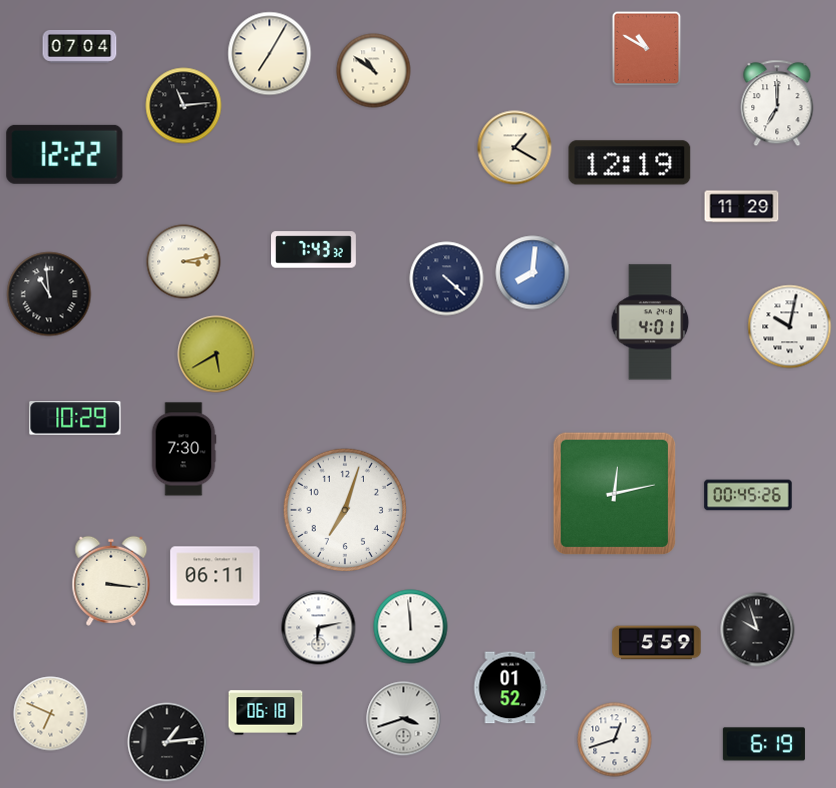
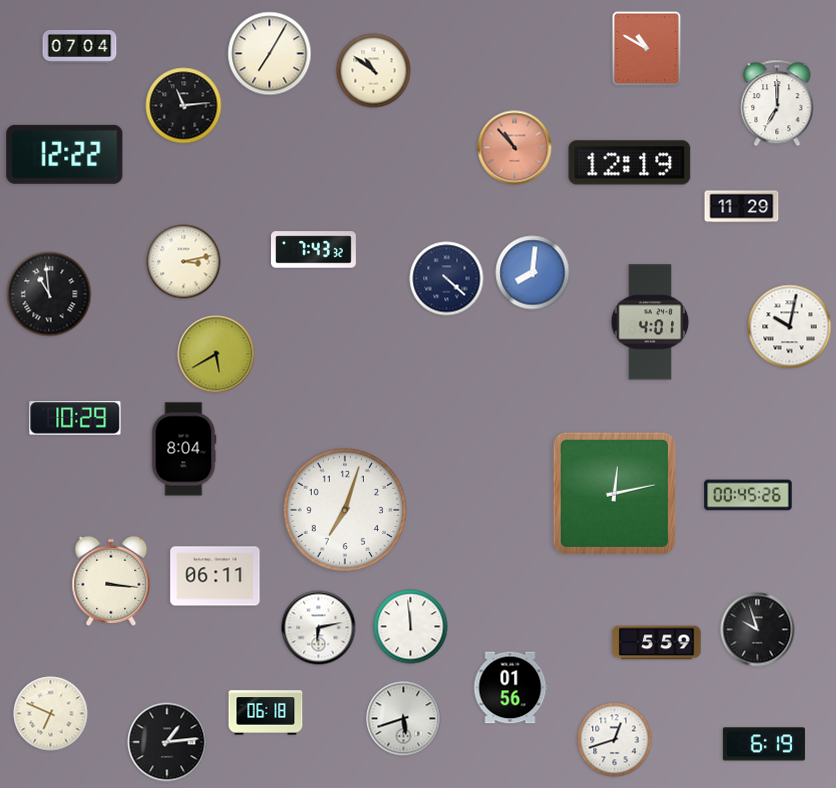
clock at (515, 148): 1:20 -> 10:53
clock at (515, 148) dial: cream -> salmon
clock at (184, 449): 7:30 -> 8:04
clock at (511, 688): 01:52 -> 01:56
clock at (404, 719): 3:42 -> 5:42
